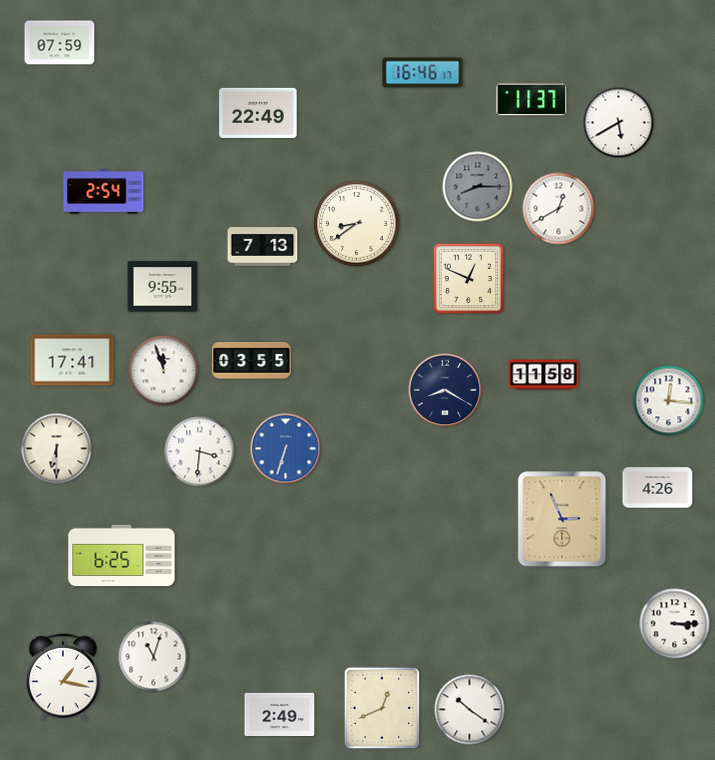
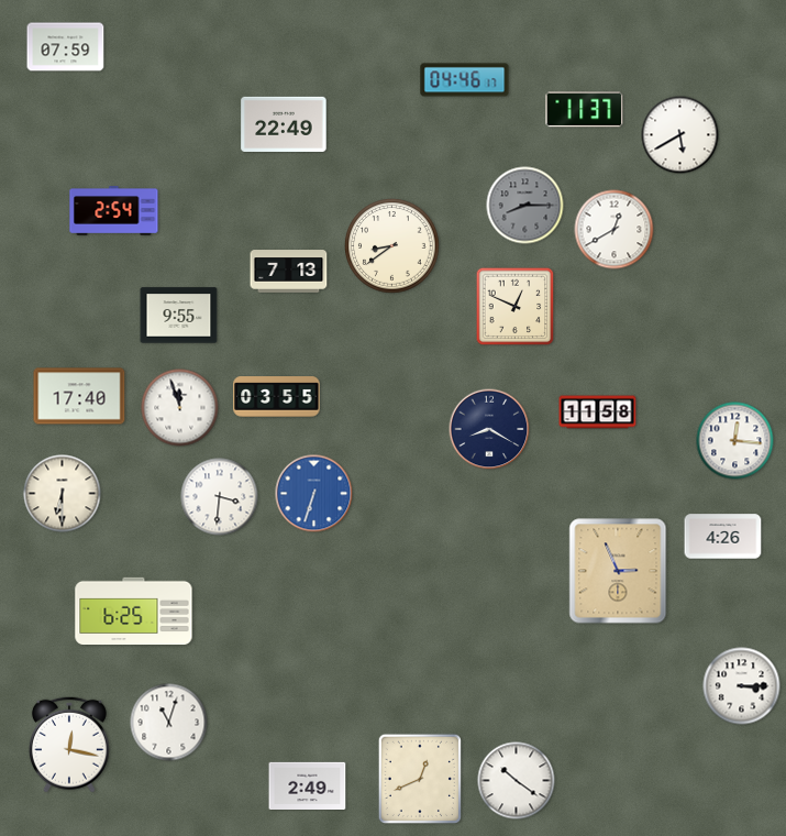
clock at (423, 73): 16:46 -> 04:46
clock at (72, 360): 17:41 -> 17:40
clock at (63, 677): 1:17 -> 12:17
